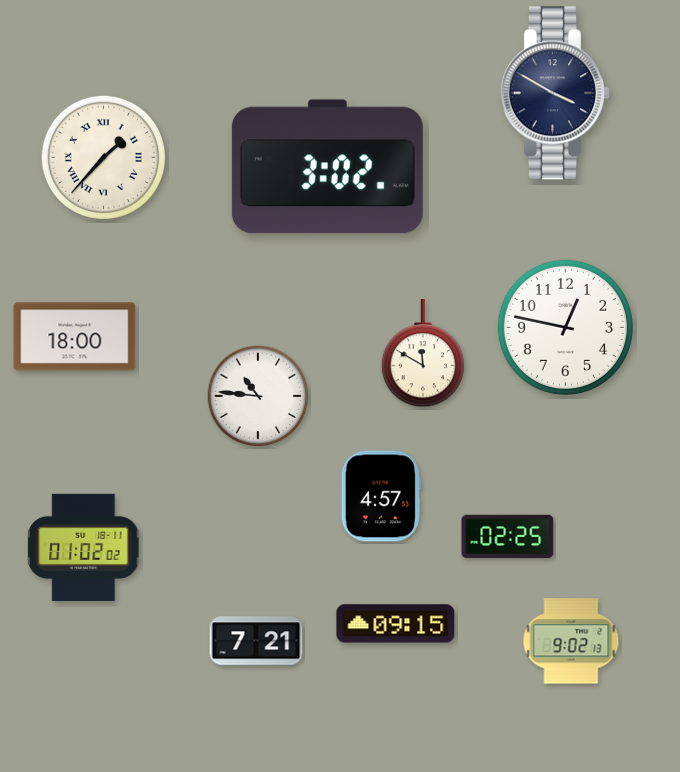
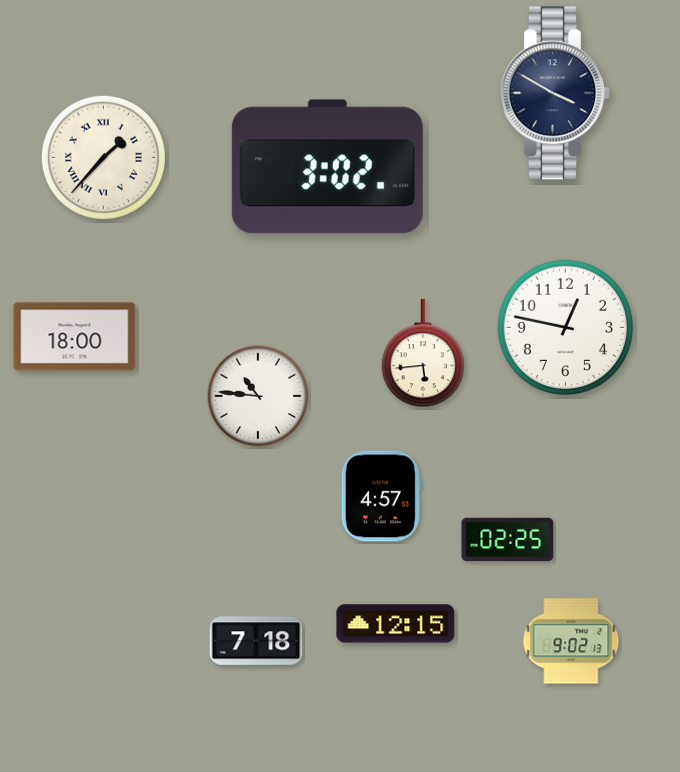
clock at (422, 354): 11:50 -> 5:44
clock at (508, 537) position: (508, 537) -> (508, 540)
clock at (84, 547): 01:02 -> none
clock at (396, 624): 09:15 -> 12:15
clock at (256, 641): 7:21 -> 7:18
